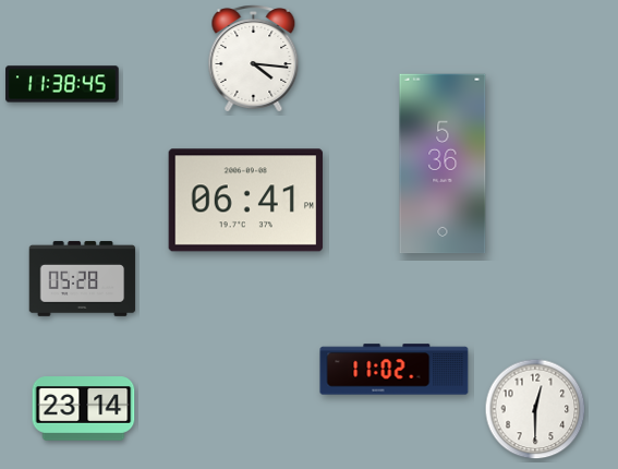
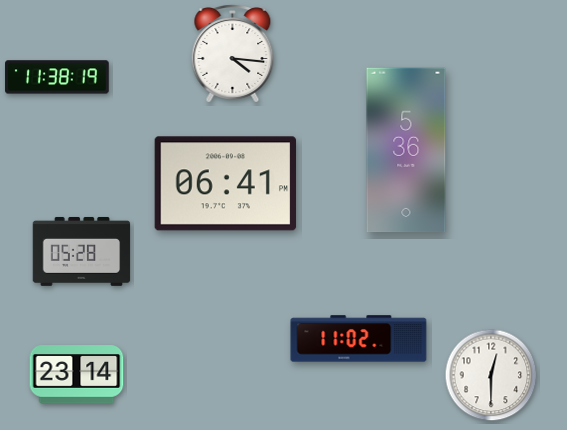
clock at (62, 84): 11:38:45 -> 11:38:19
clock at (83, 279) position: (83, 279) -> (82, 252)
clock at (395, 370) position: (395, 370) -> (359, 339)
